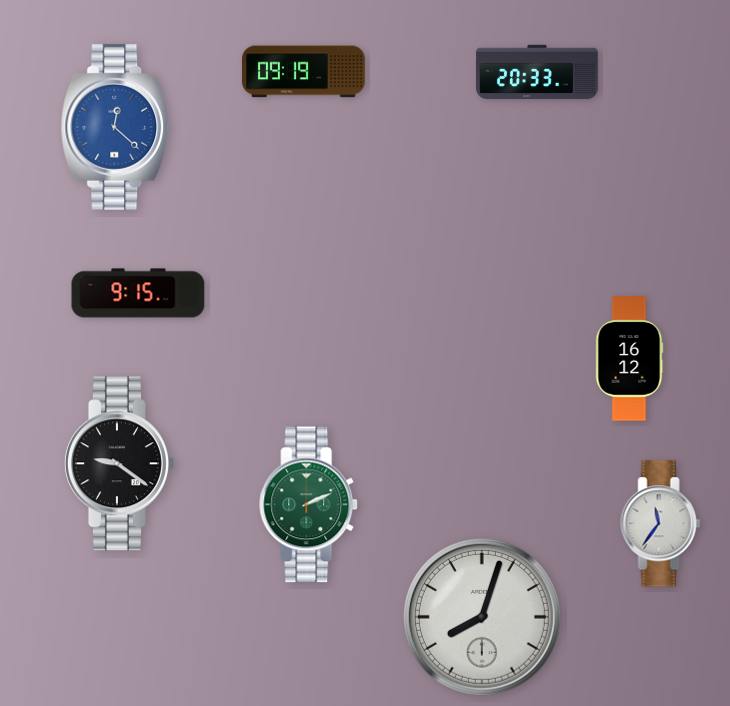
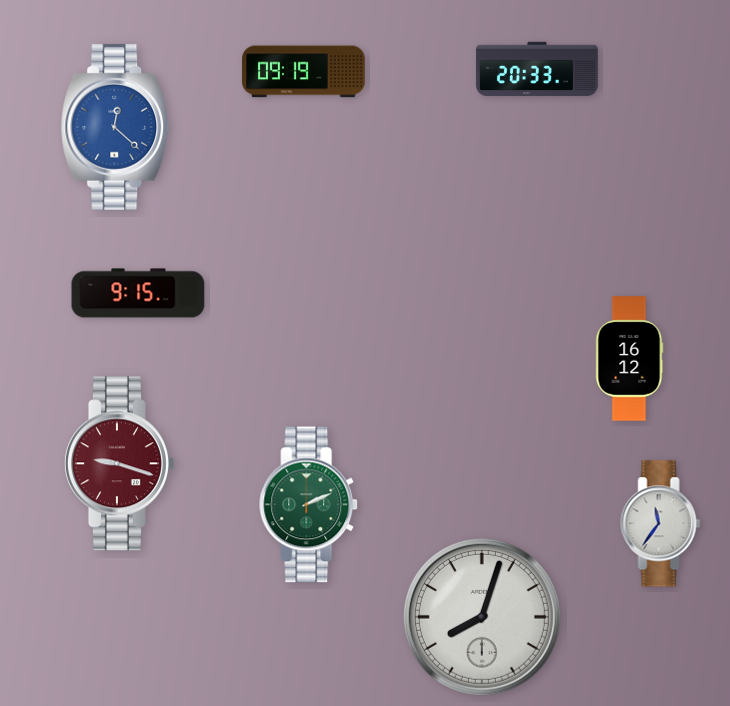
clock at (537, 72) position: (537, 72) -> (537, 69)
clock at (119, 464): 9:21 -> 9:18
clock at (119, 464) dial: black -> burgundy
